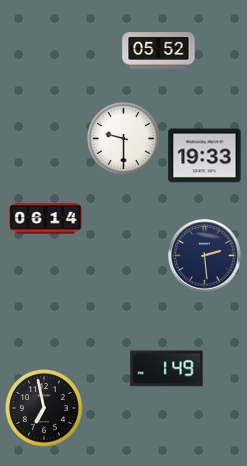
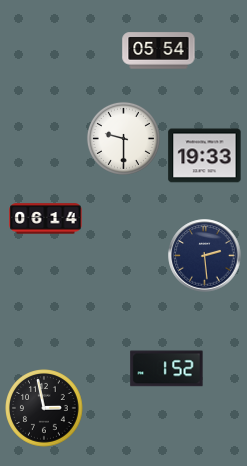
clock at (159, 51): 05:52 -> 05:54
clock at (167, 369): 1:49 -> 1:52
clock at (45, 409): 6:58 -> 2:58
